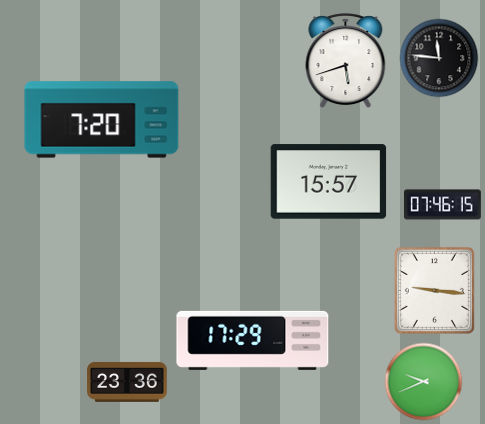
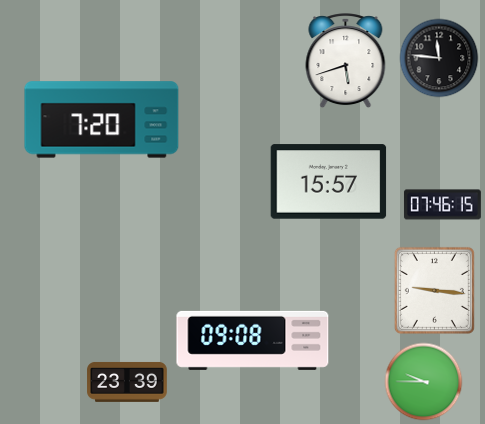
clock at (253, 340): 17:29 -> 09:08
clock at (423, 381): 9:41 -> 9:45
clock at (127, 382): 23:36 -> 23:39
